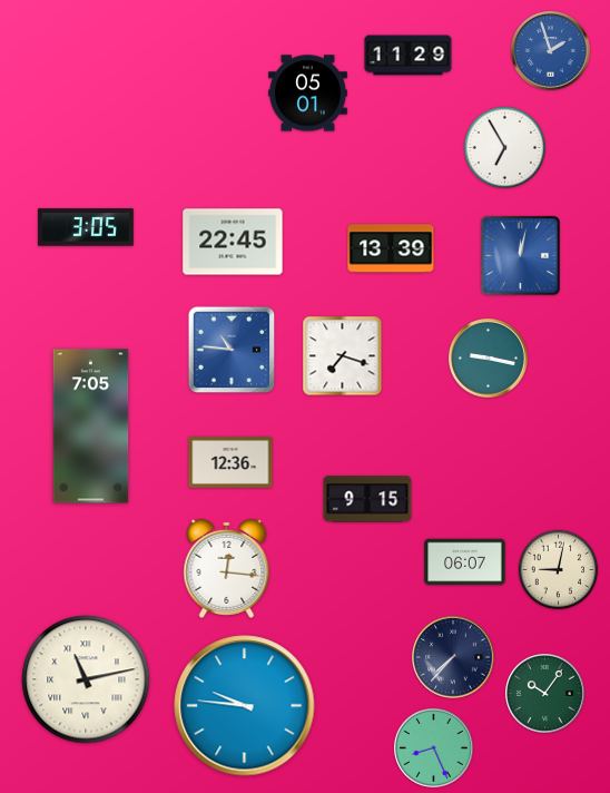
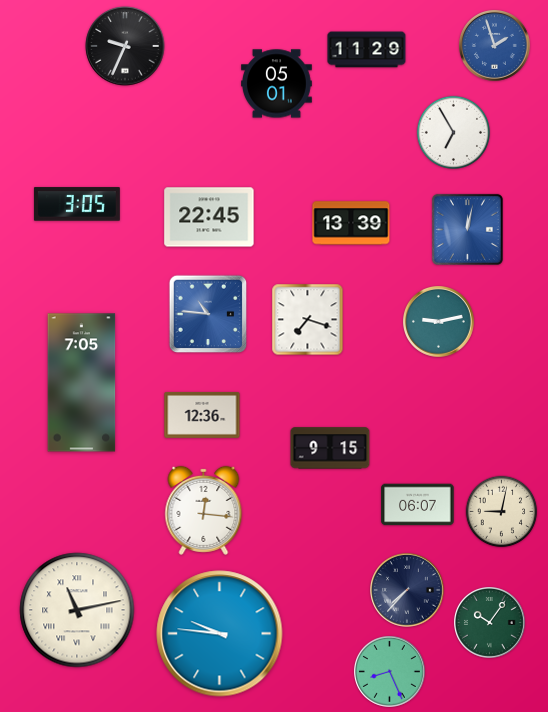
clock at (125, 46): none -> 9:34
clock at (489, 359): 9:17 -> 9:13
clock at (230, 462) position: (230, 462) -> (202, 415)
